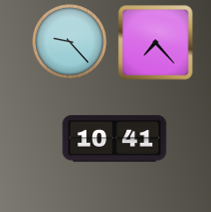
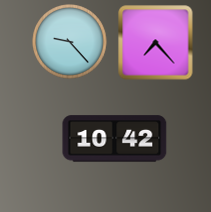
clock at (115, 139): 10:41 -> 10:42
